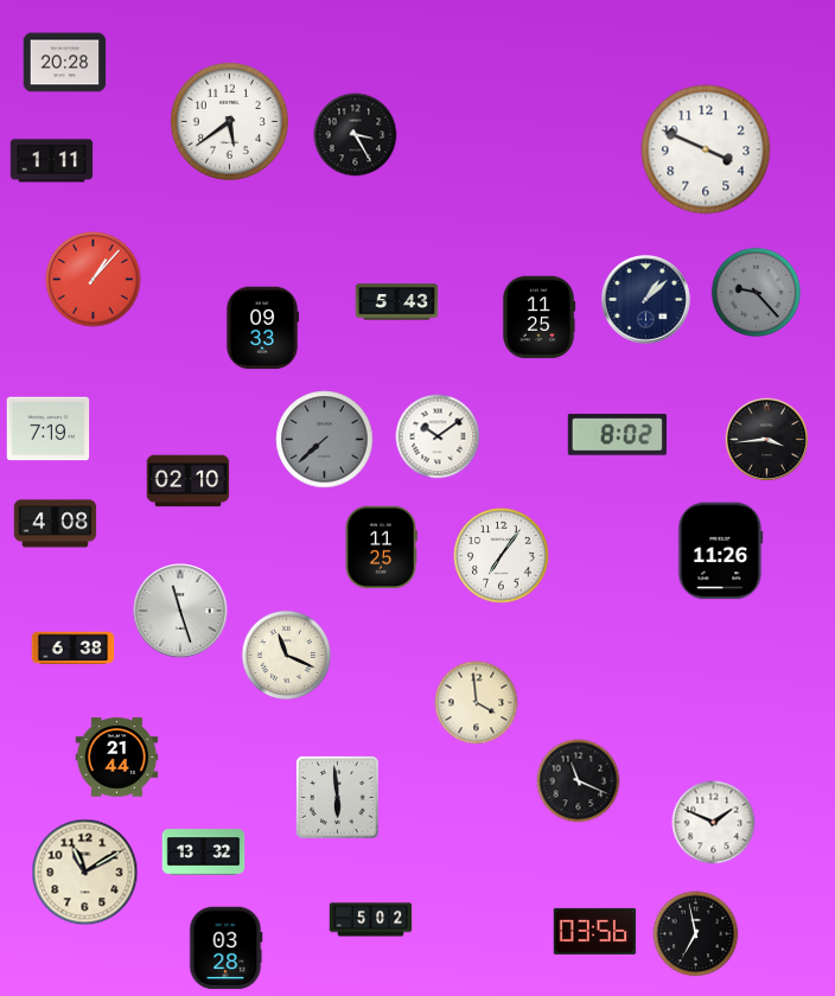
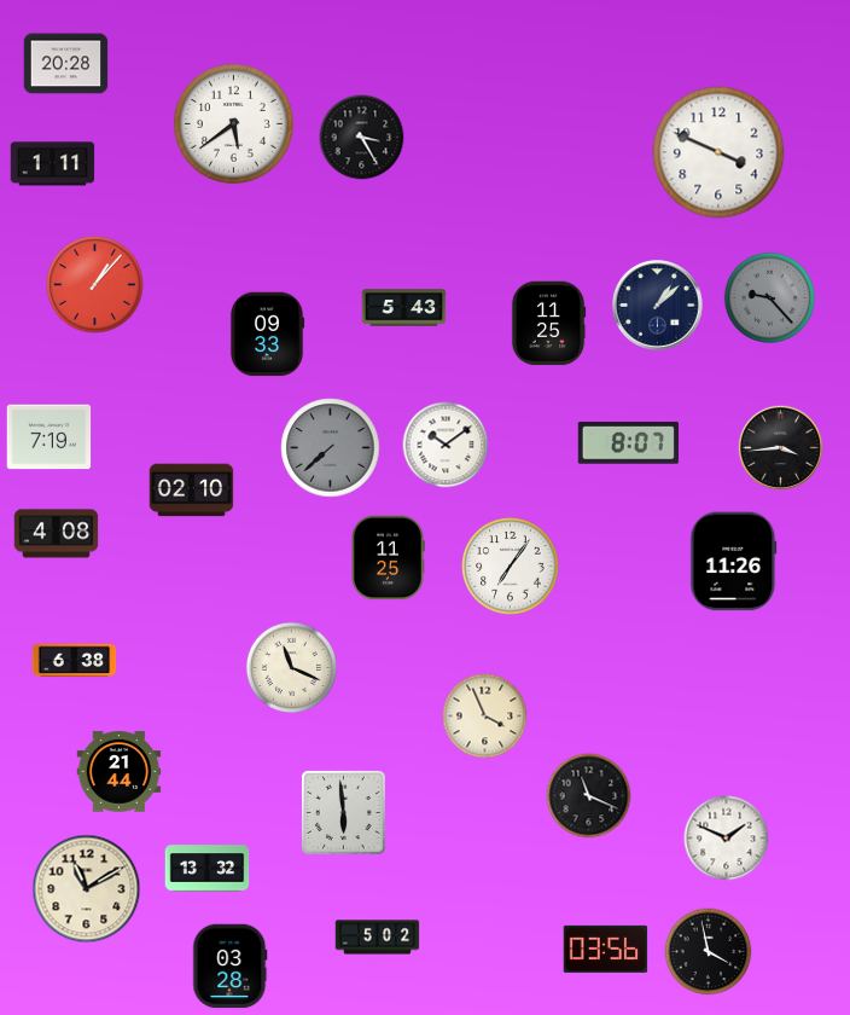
clock at (617, 435): 8:02 -> 8:07
clock at (180, 611): 11:27 -> none
clock at (477, 703): 3:59 -> 3:56
clock at (696, 934): 6:58 -> 3:58
